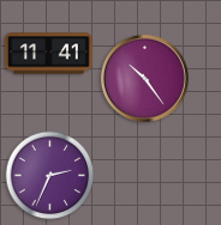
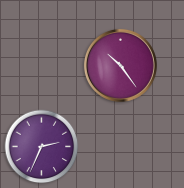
clock at (49, 54): 11:41 -> none
